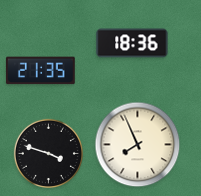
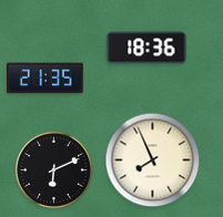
clock at (48, 153): 3:48 -> 6:11
